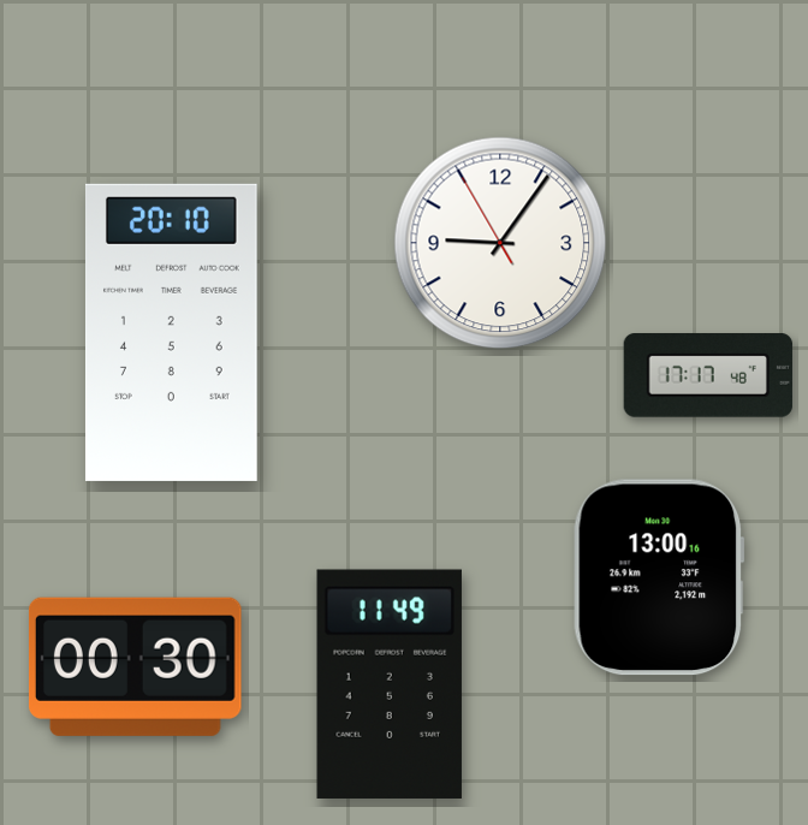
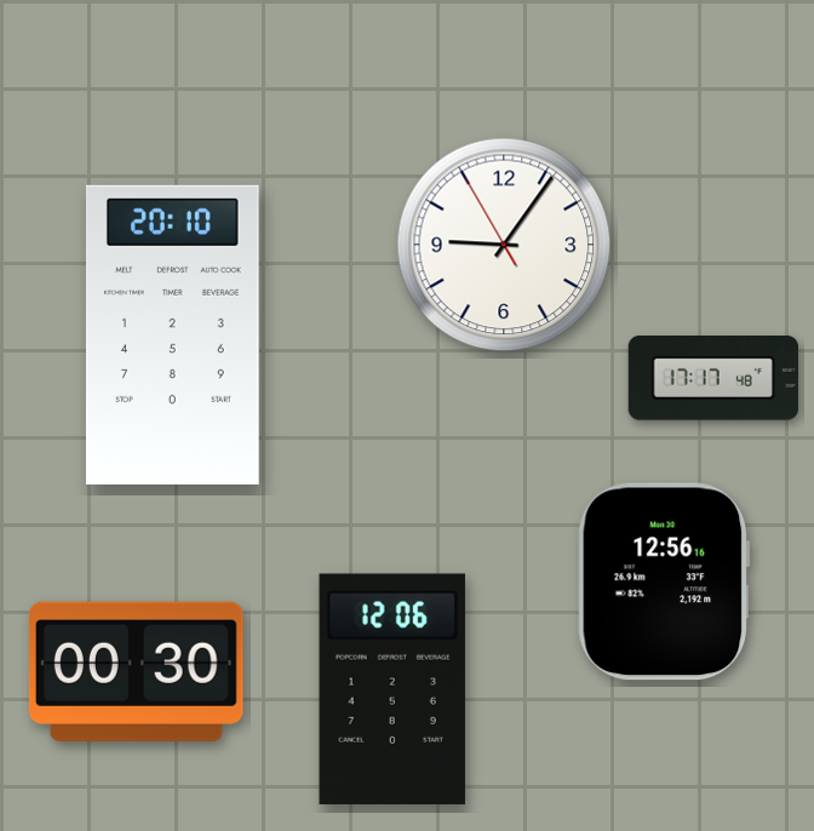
clock at (659, 577): 13:00 -> 12:56
clock at (390, 684): 11:49 -> 12:06
